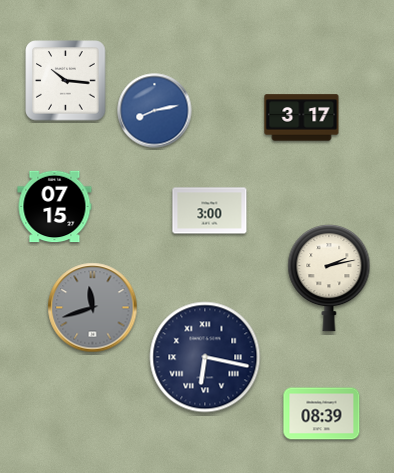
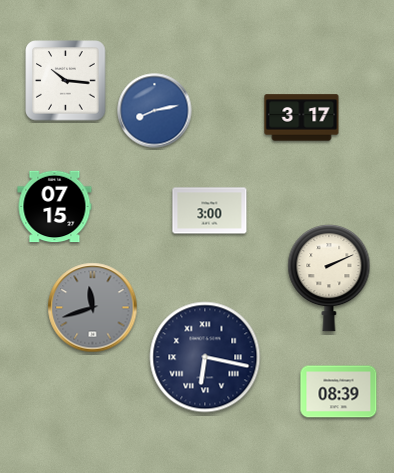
clock at (329, 279): 2:13 -> 2:11
clock at (322, 414) position: (322, 414) -> (339, 392)
